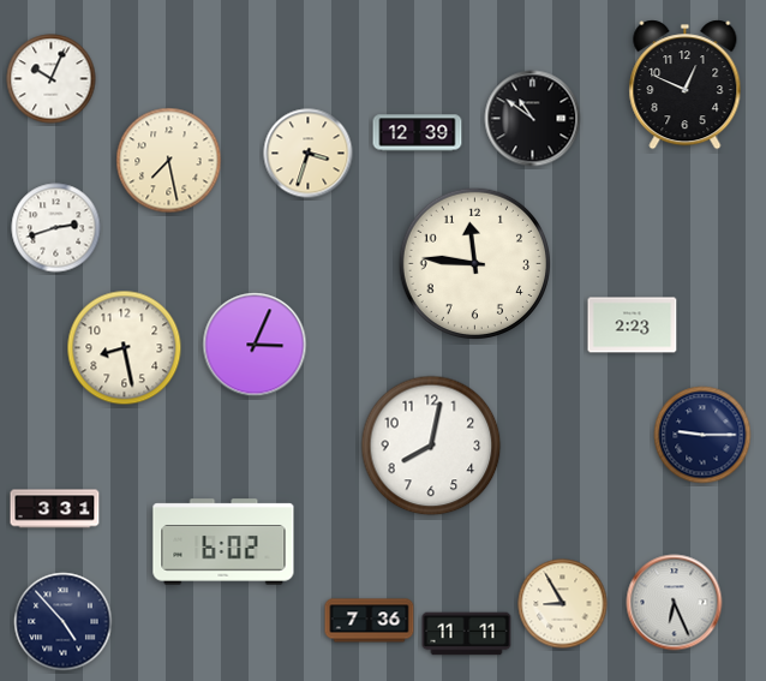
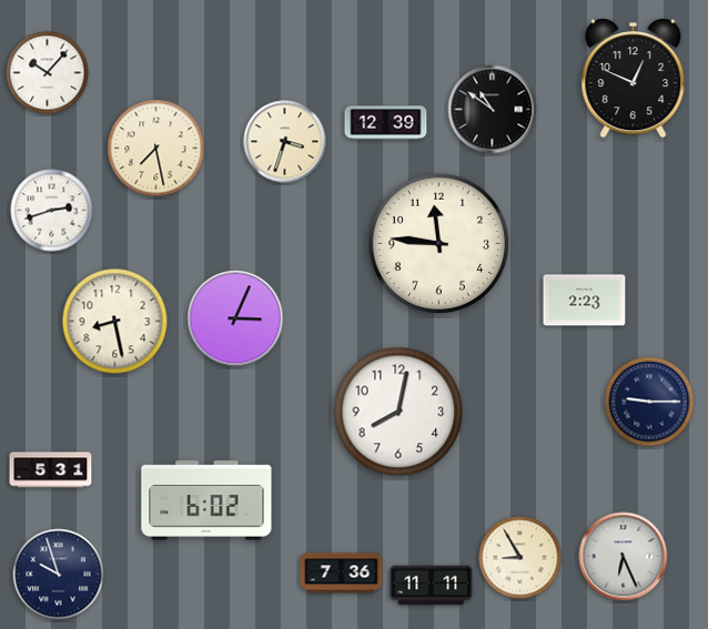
clock at (52, 79): 10:04 -> 10:07
clock at (55, 509): 3:31 -> 5:31
clock at (64, 622): 4:53 -> 9:57
